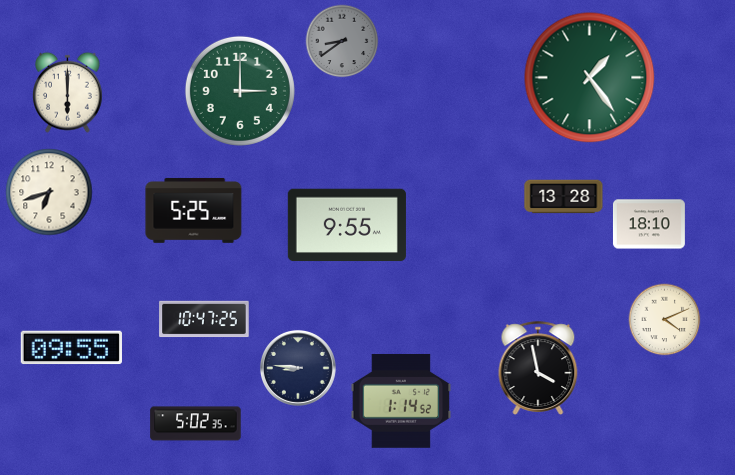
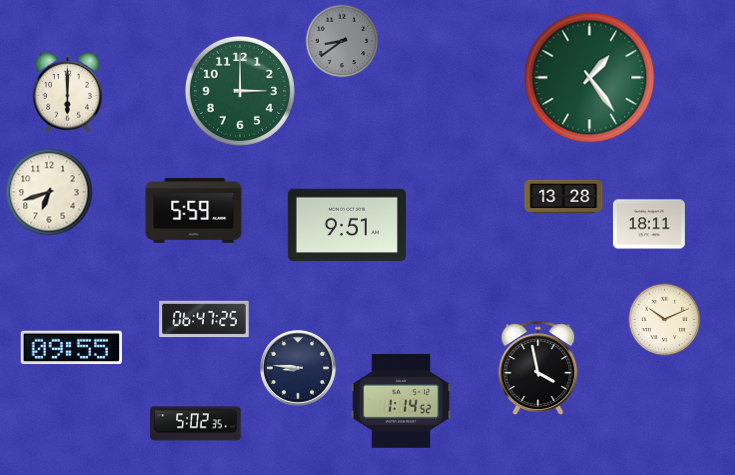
clock at (194, 211): 5:25 -> 5:59
clock at (649, 224): 18:10 -> 18:11
clock at (347, 225): 9:55 -> 9:51
clock at (204, 319): 10:47 -> 06:47
clock at (665, 320): 4:11 -> 10:11
